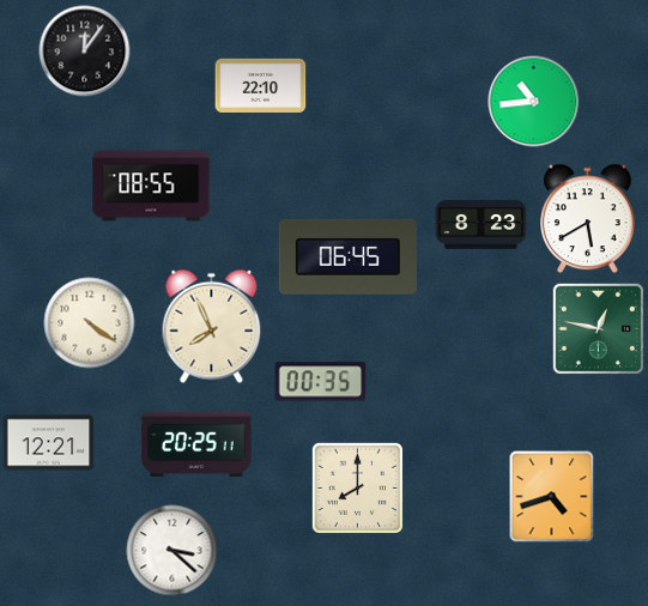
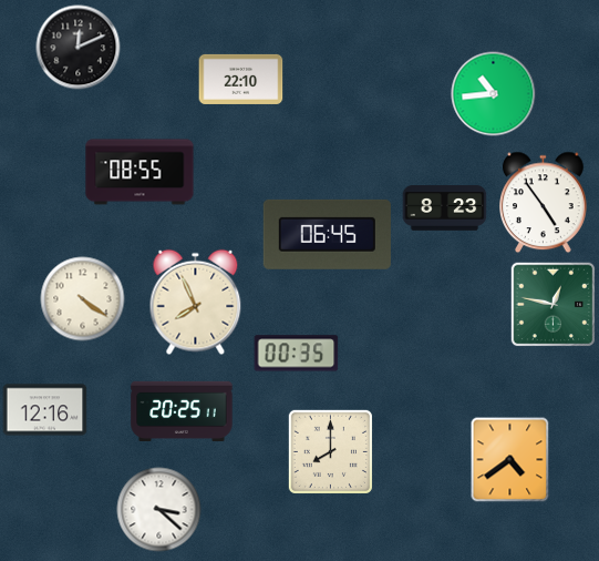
clock at (85, 51): 12:06 -> 12:11
clock at (588, 219): 5:40 -> 4:54
clock at (347, 256) position: (347, 256) -> (327, 234)
clock at (49, 443): 12:21 -> 12:16
clock at (552, 497): 4:42 -> 4:39
